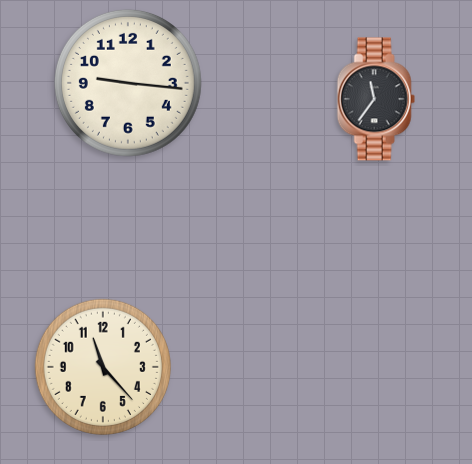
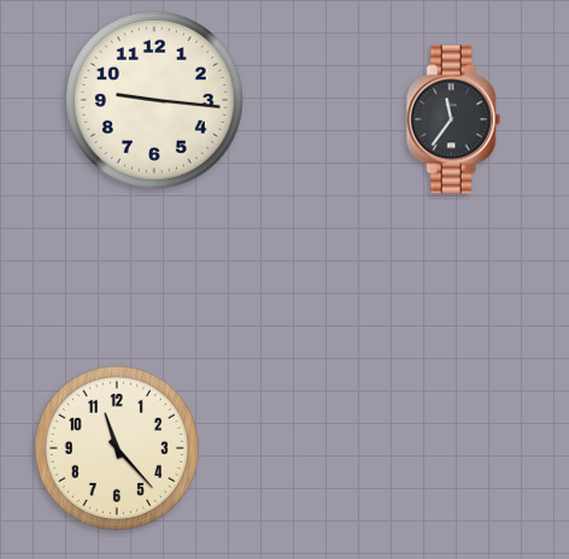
clock at (103, 367) position: (103, 367) -> (117, 448)
